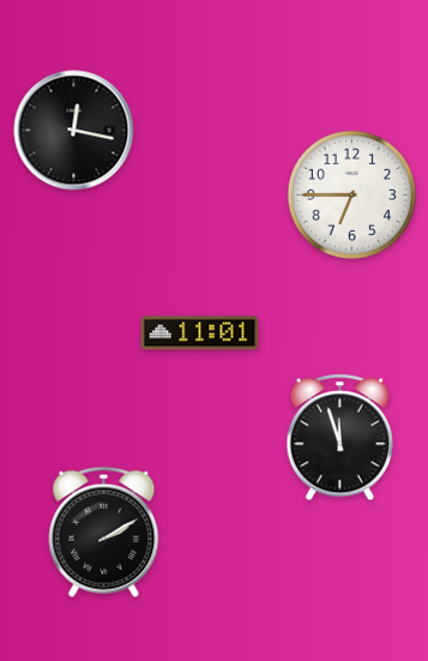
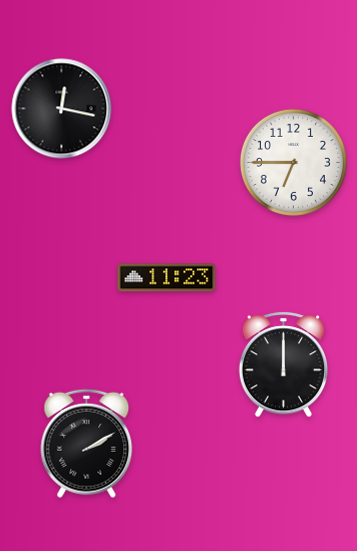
clock at (200, 333): 11:01 -> 11:23
clock at (340, 438): 11:57 -> 12:00
